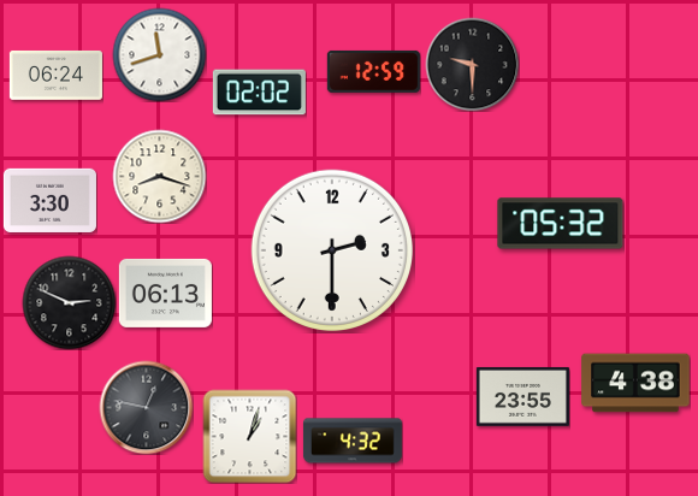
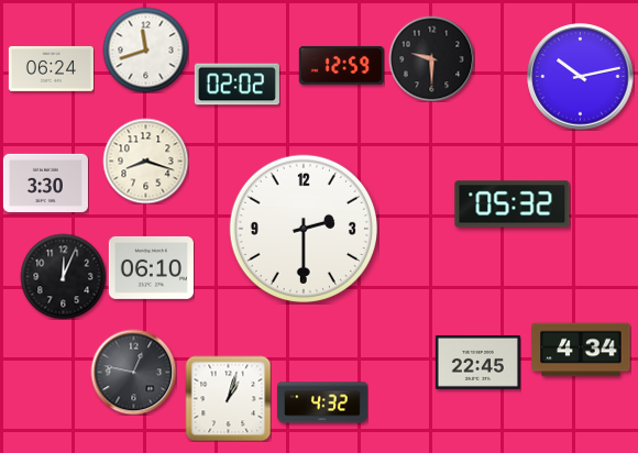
clock at (581, 77): none -> 10:13
clock at (165, 293): 06:13 -> 06:10
clock at (69, 302): 2:49 -> 12:04
clock at (635, 383): 4:38 -> 4:34
clock at (522, 396): 23:55 -> 22:45
